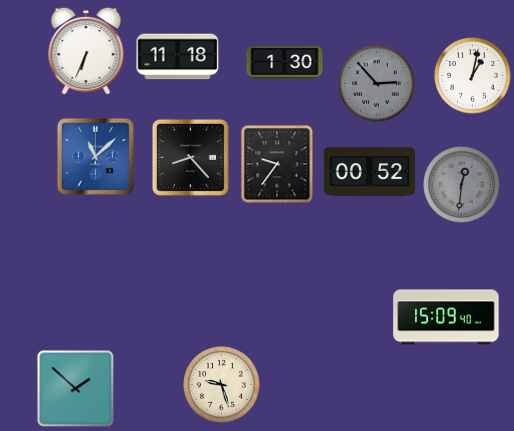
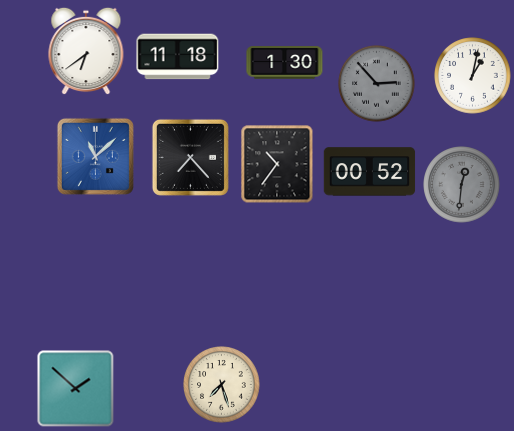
clock at (86, 51): 6:34 -> 6:39
clock at (190, 157): 8:23 -> 7:23
clock at (277, 164): 9:36 -> 10:36
clock at (446, 317): 15:09 -> none
clock at (222, 385): 9:27 -> 7:27
